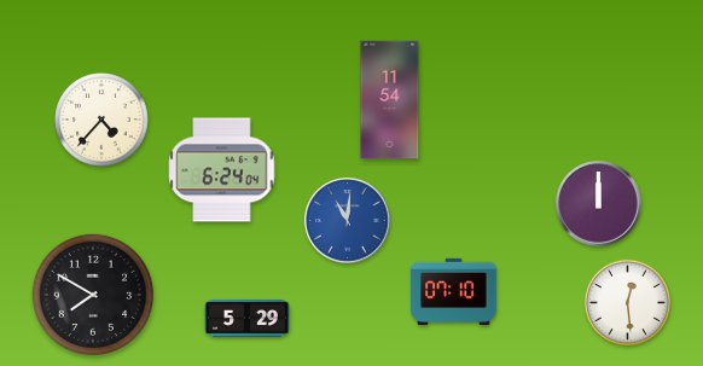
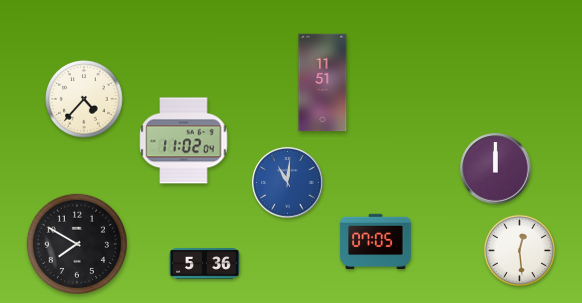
clock at (390, 100): 11:54 -> 11:51
clock at (222, 170): 6:24 -> 11:02
clock at (454, 292): 07:10 -> 07:05
clock at (248, 319): 5:29 -> 5:36
